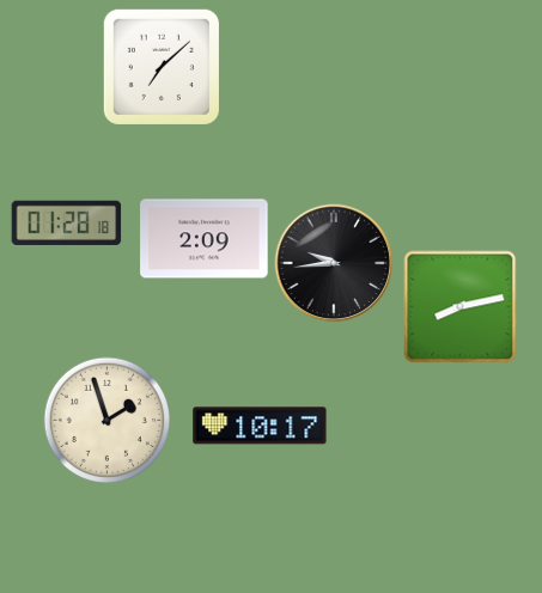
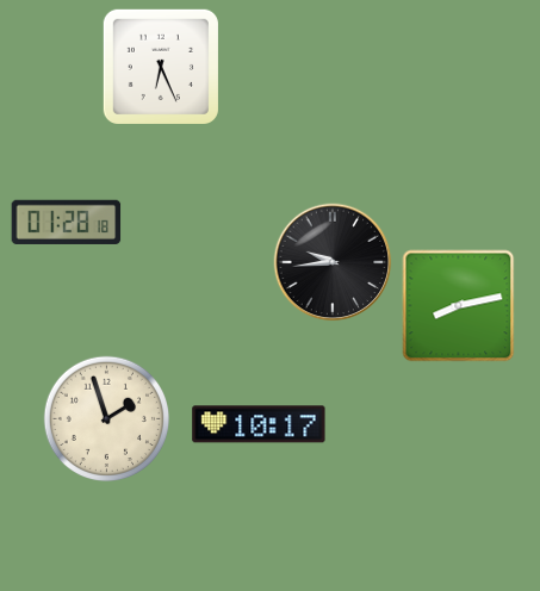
clock at (162, 67): 7:08 -> 6:26
clock at (205, 239): 2:09 -> none
